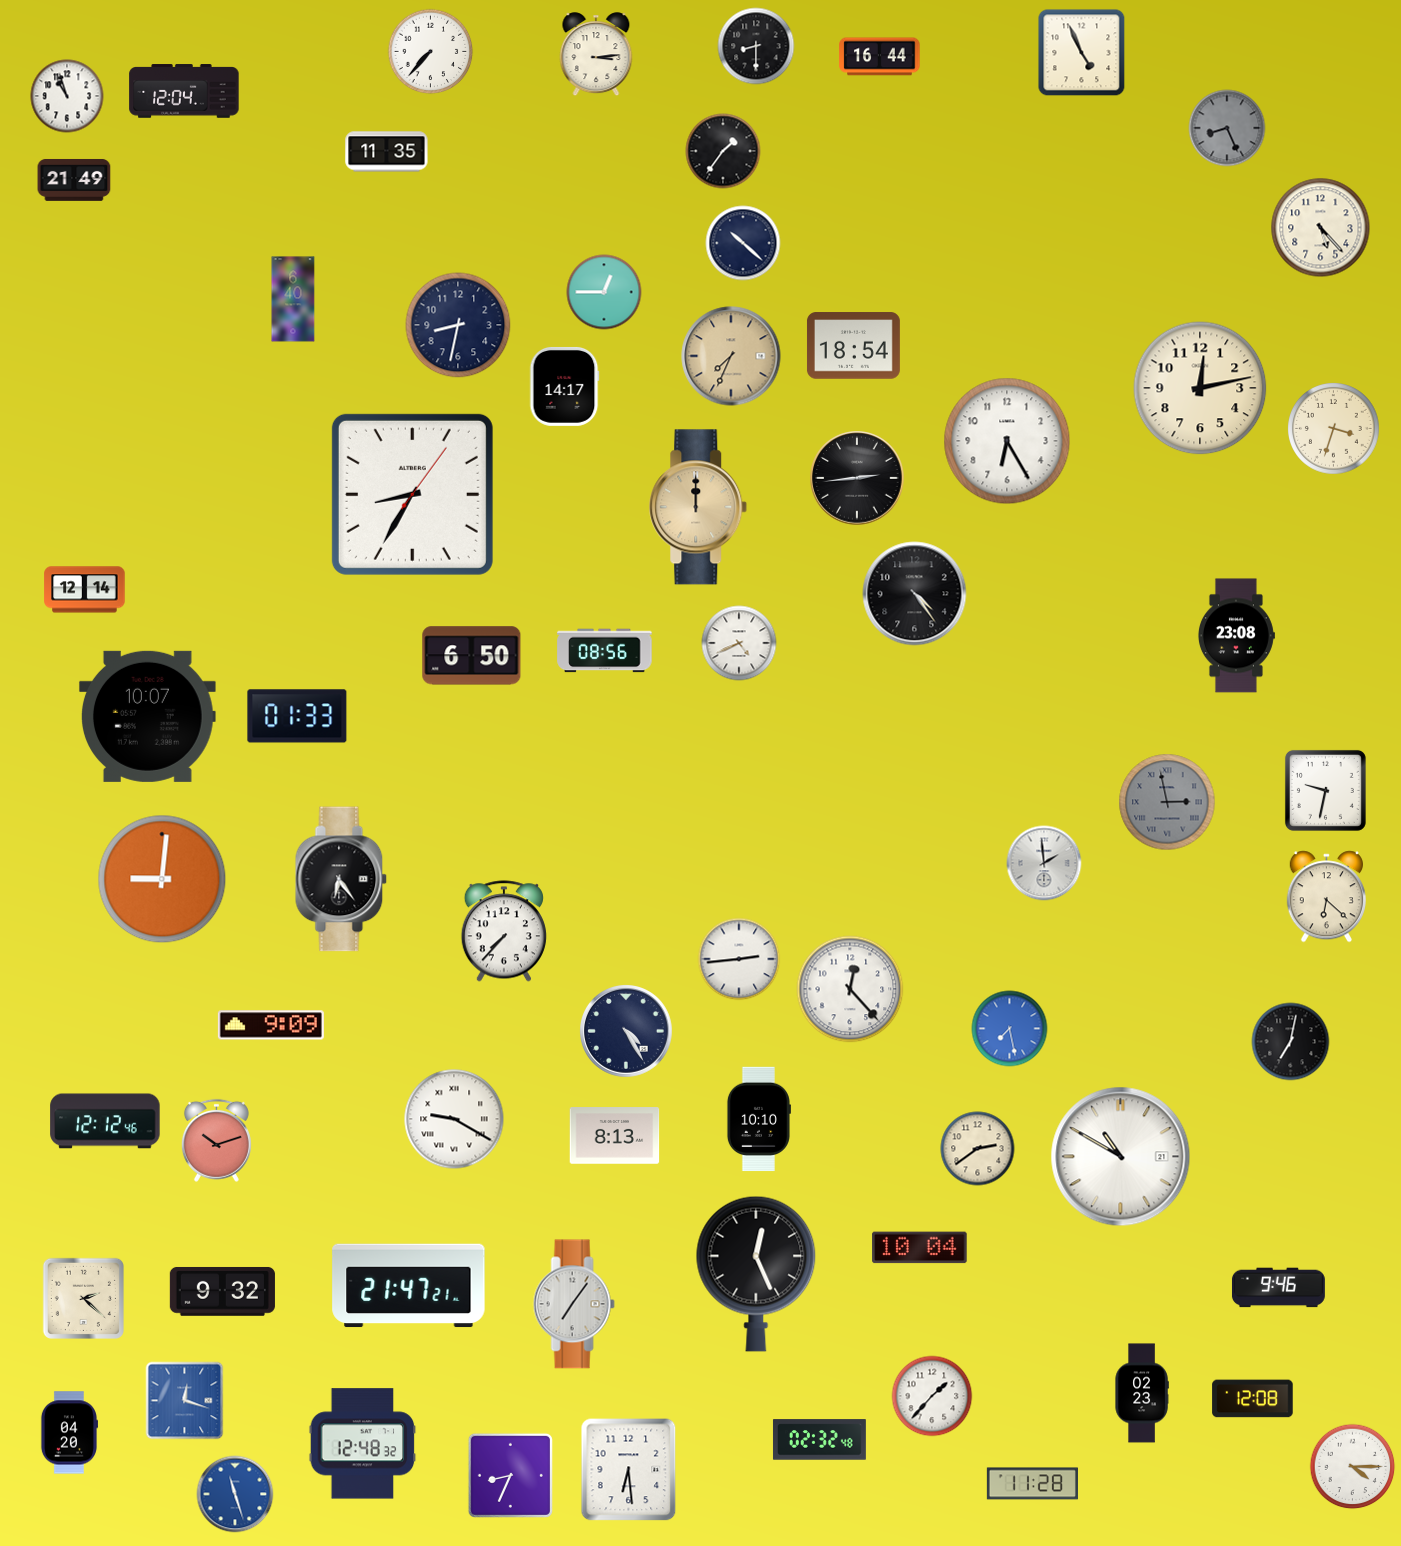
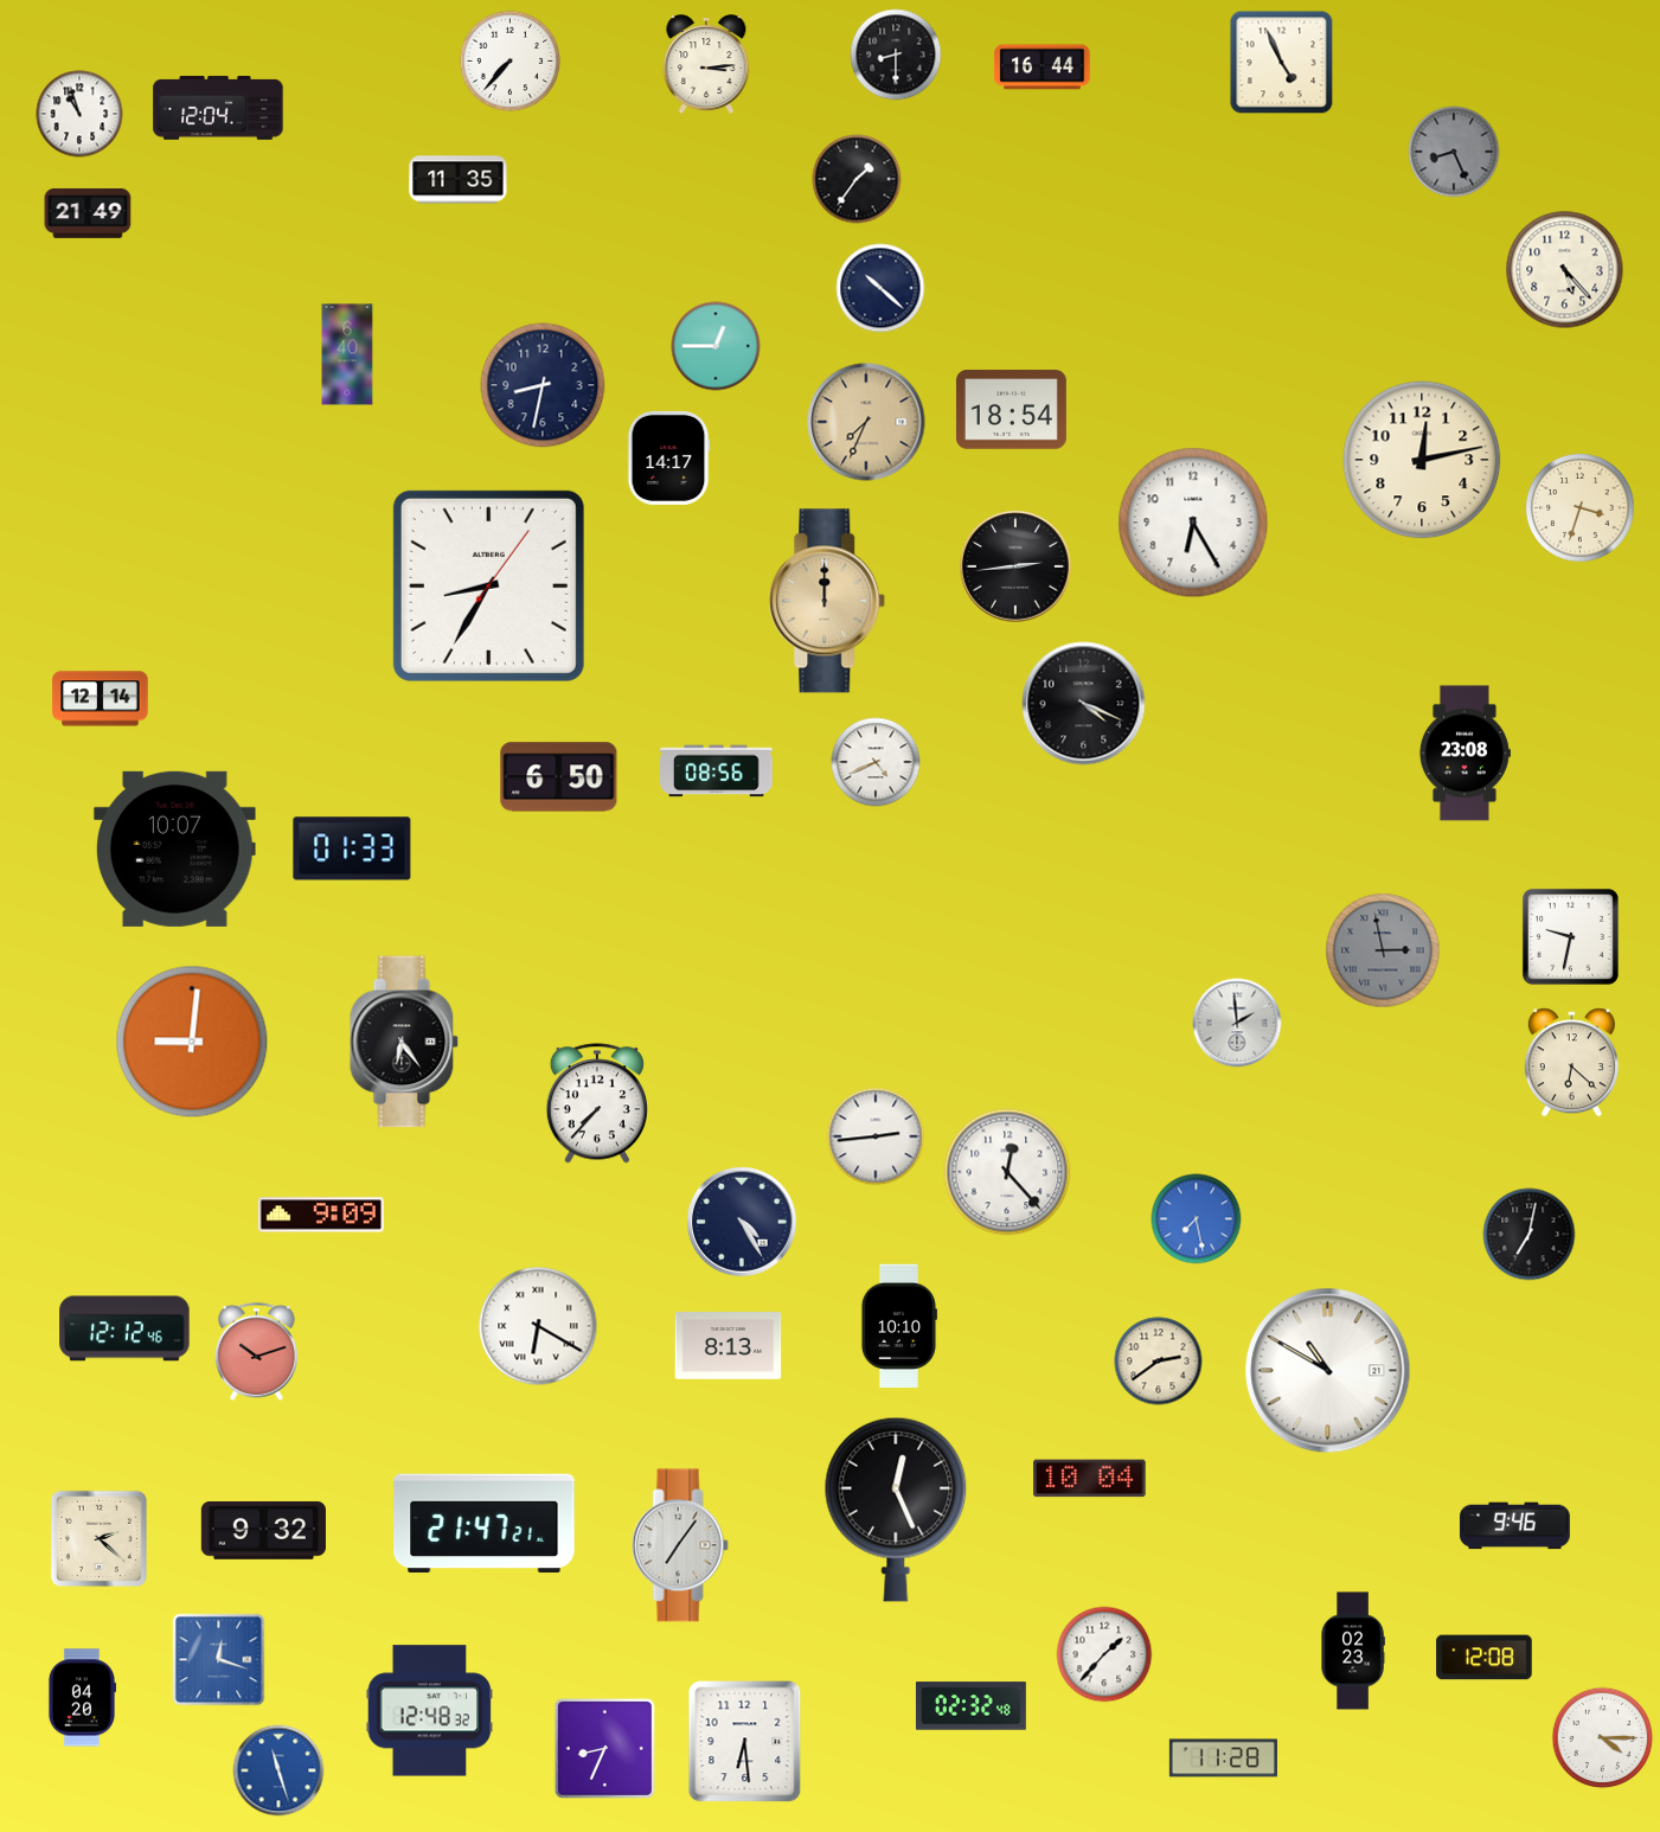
clock at (915, 594): 4:24 -> 4:19
clock at (454, 1119): 9:20 -> 6:20
